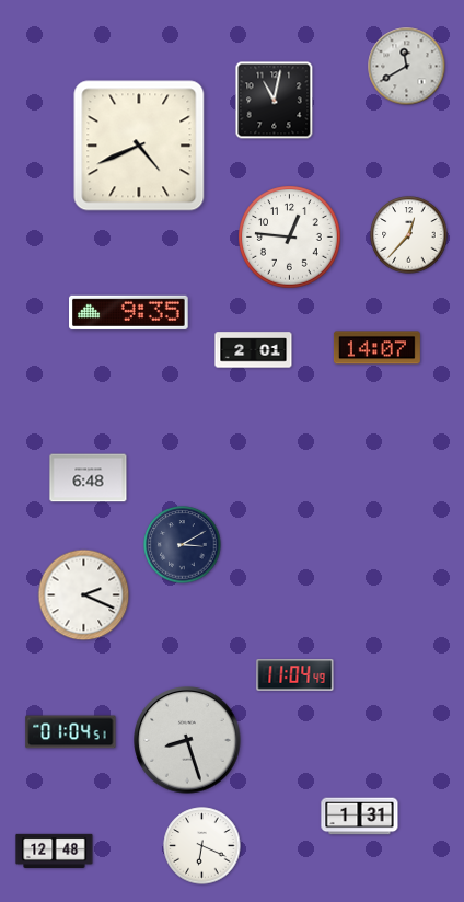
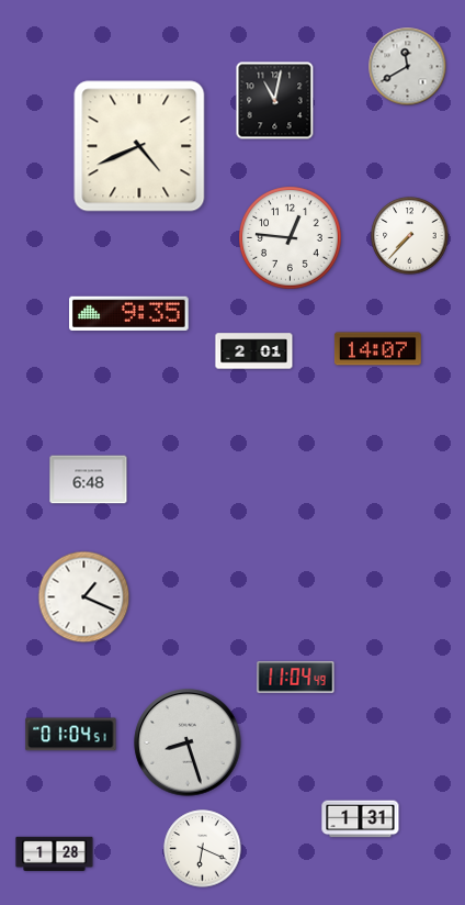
clock at (409, 235): 12:37 -> 7:37
clock at (183, 545): 3:10 -> none
clock at (84, 595): 2:19 -> 1:19
clock at (55, 852): 12:48 -> 1:28
